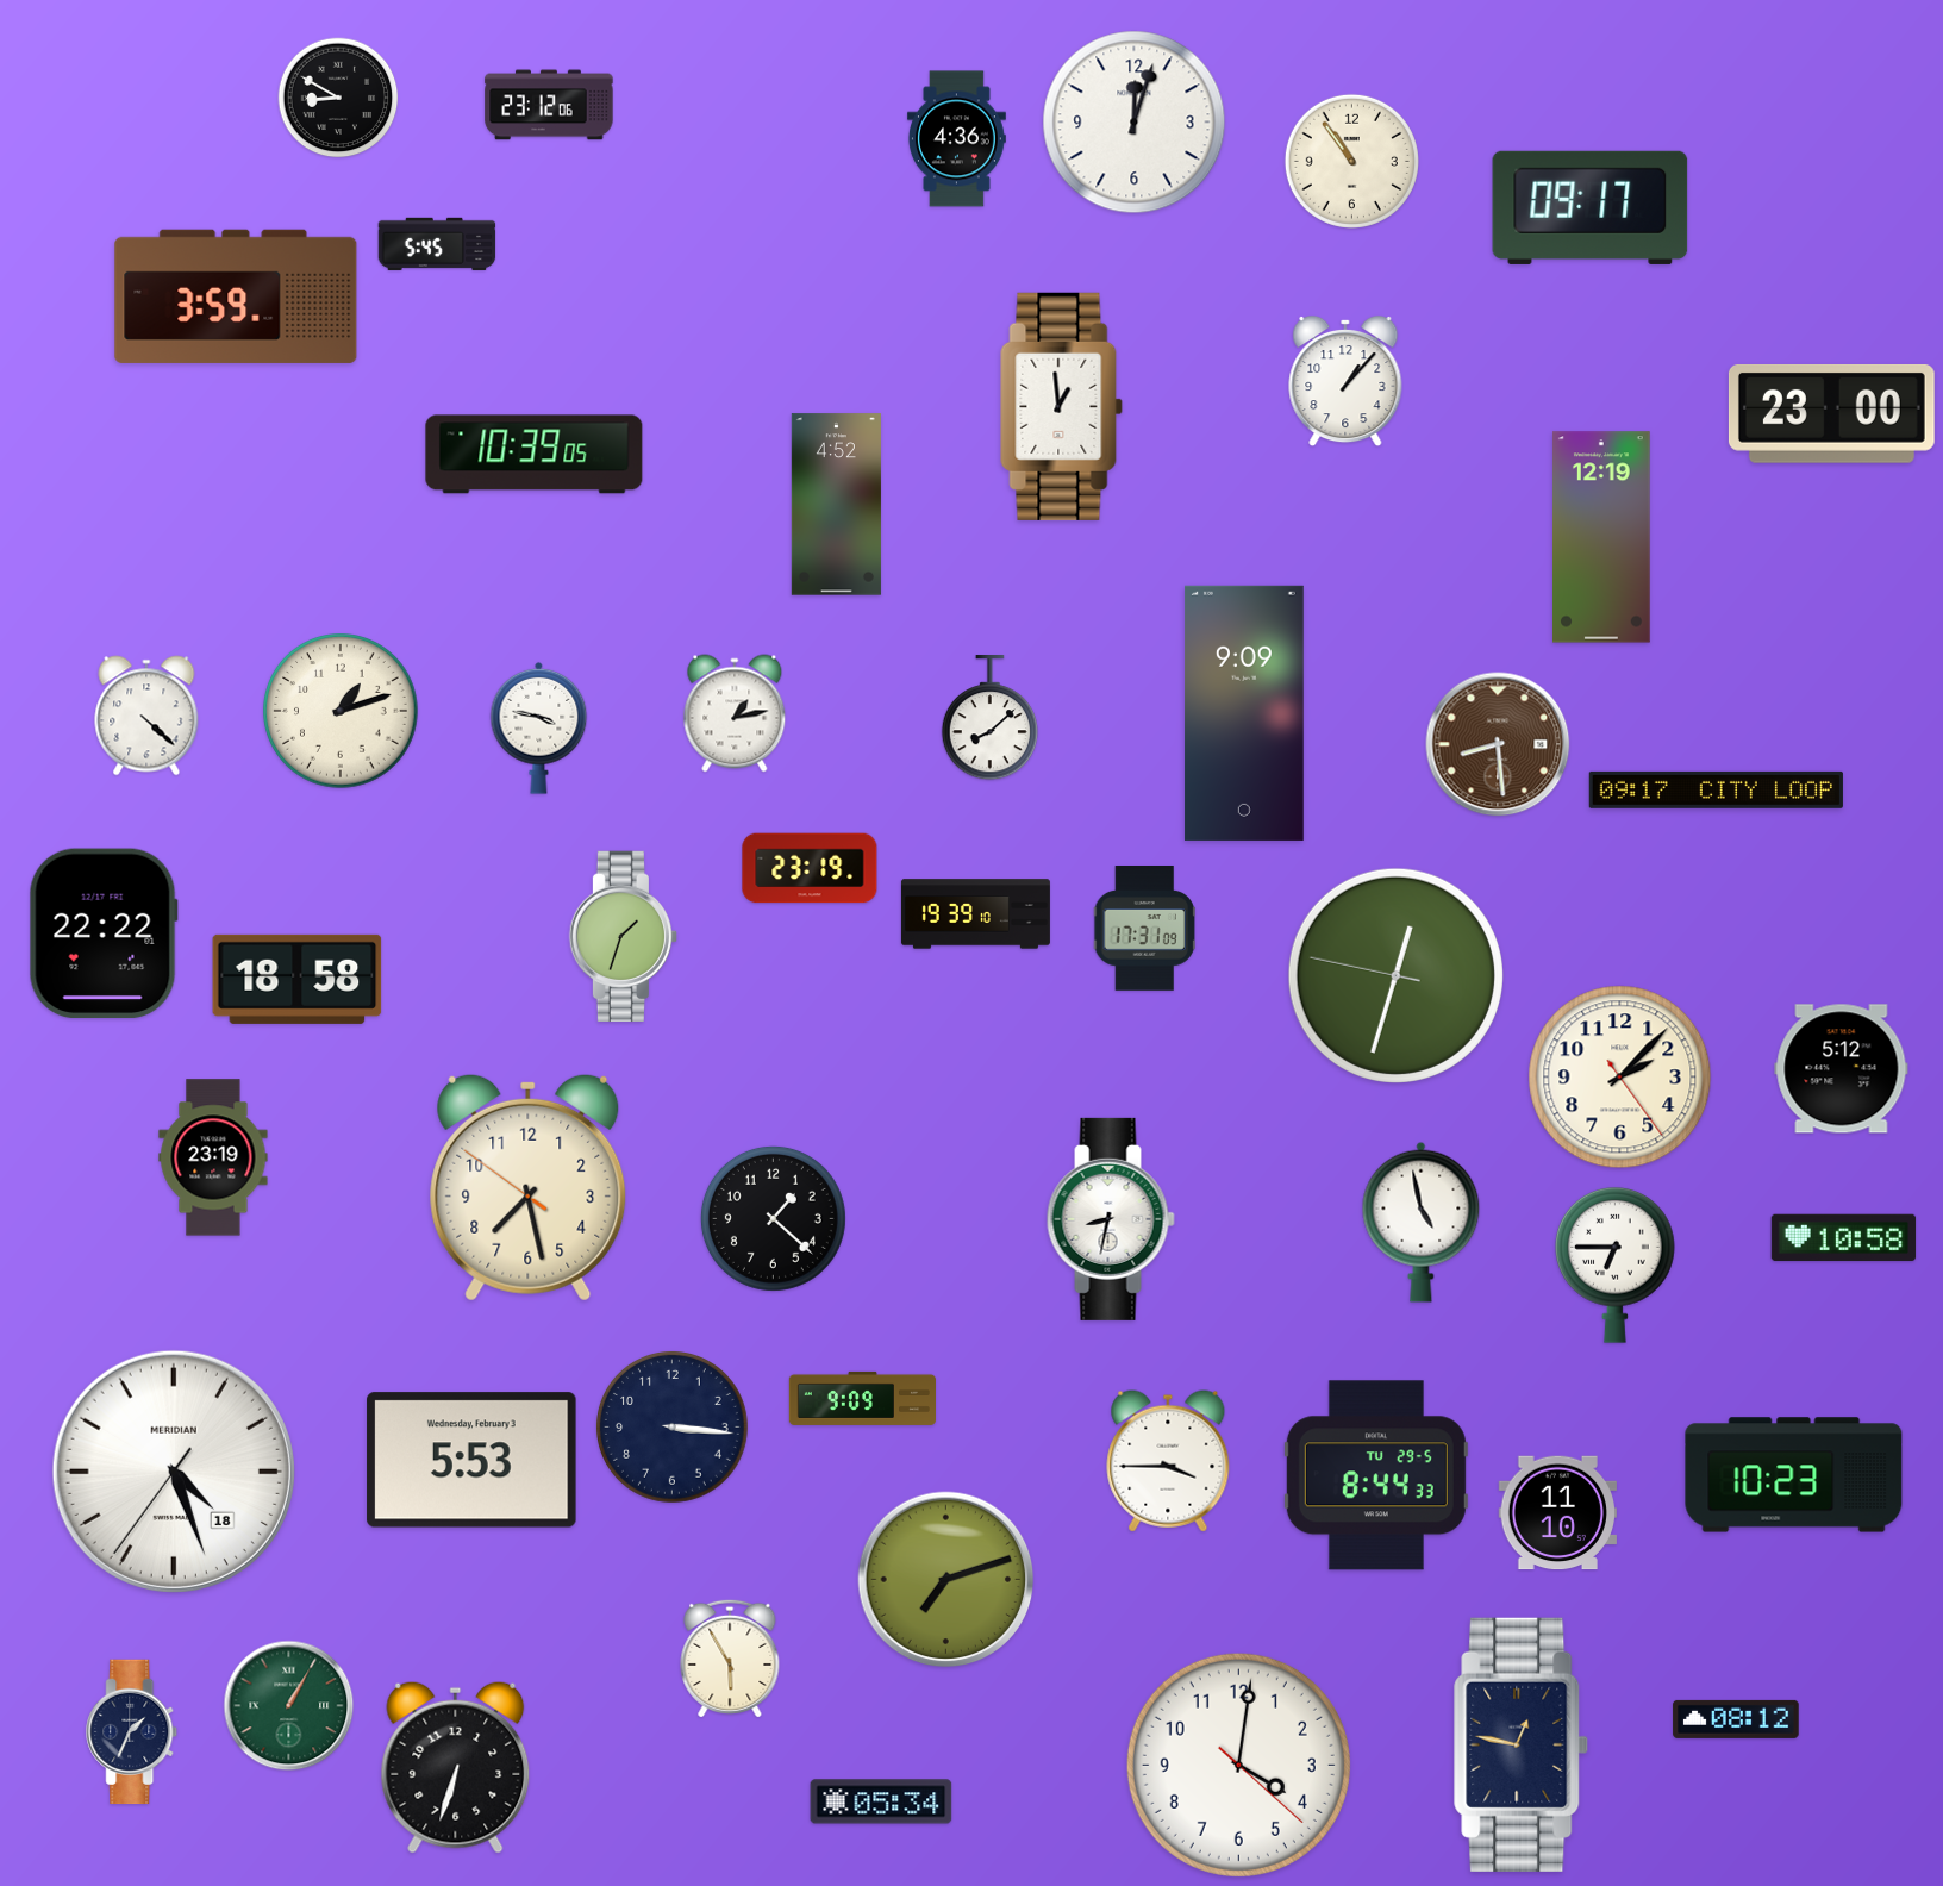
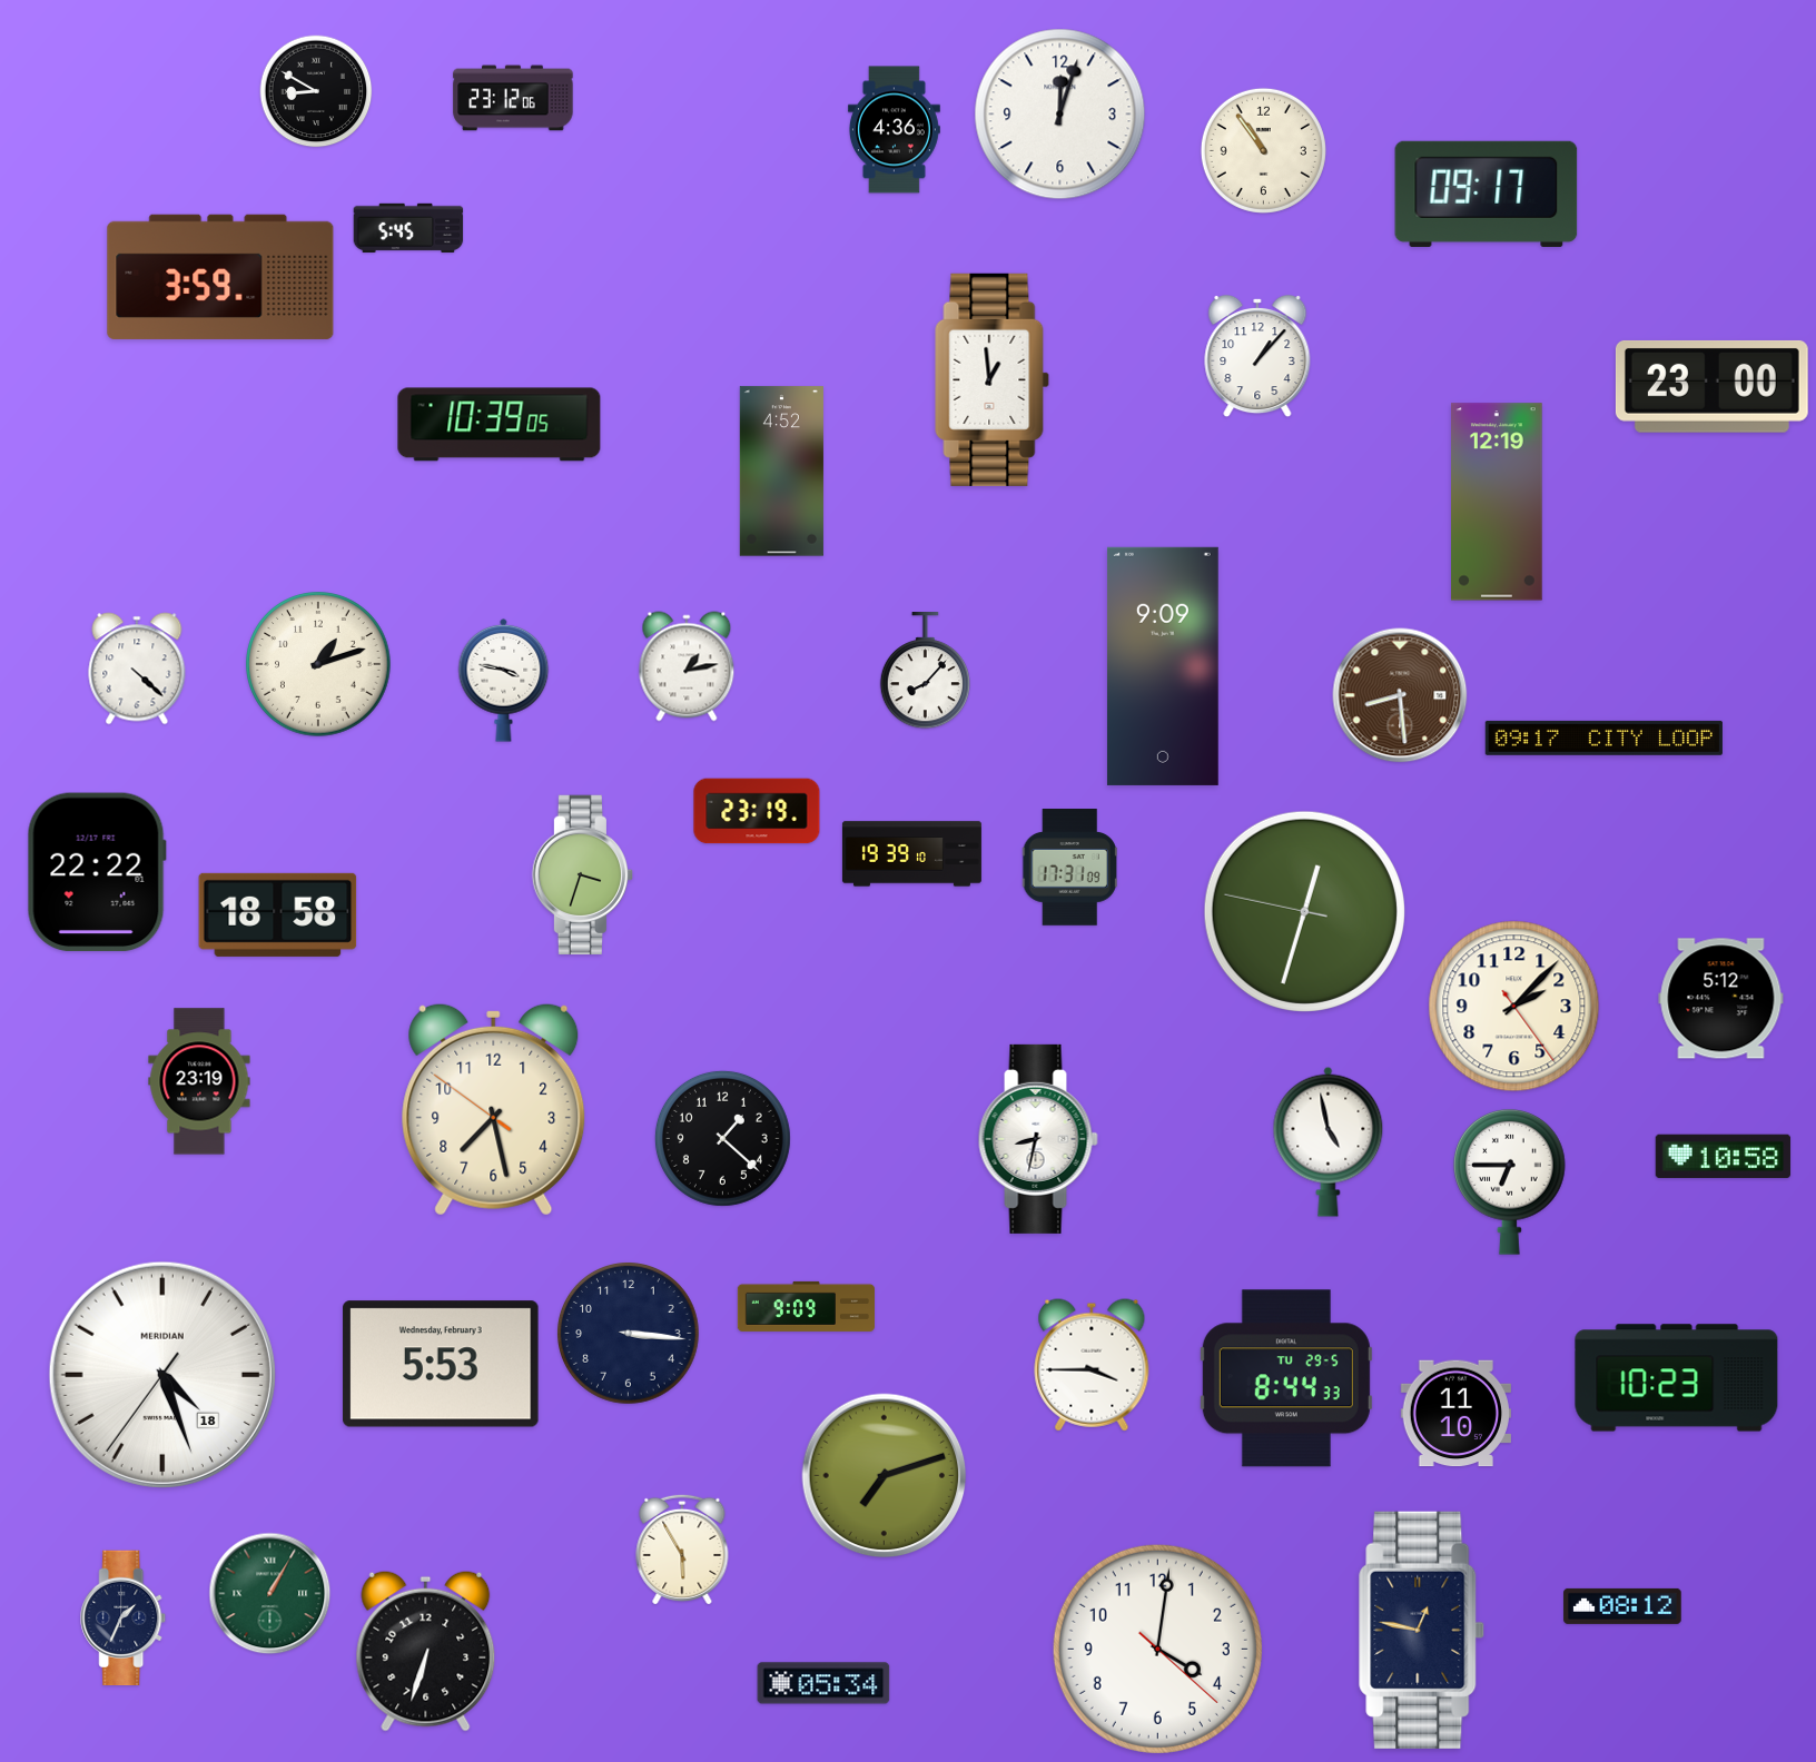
clock at (989, 719): 8:08 -> 8:07
clock at (624, 937): 1:33 -> 3:33
